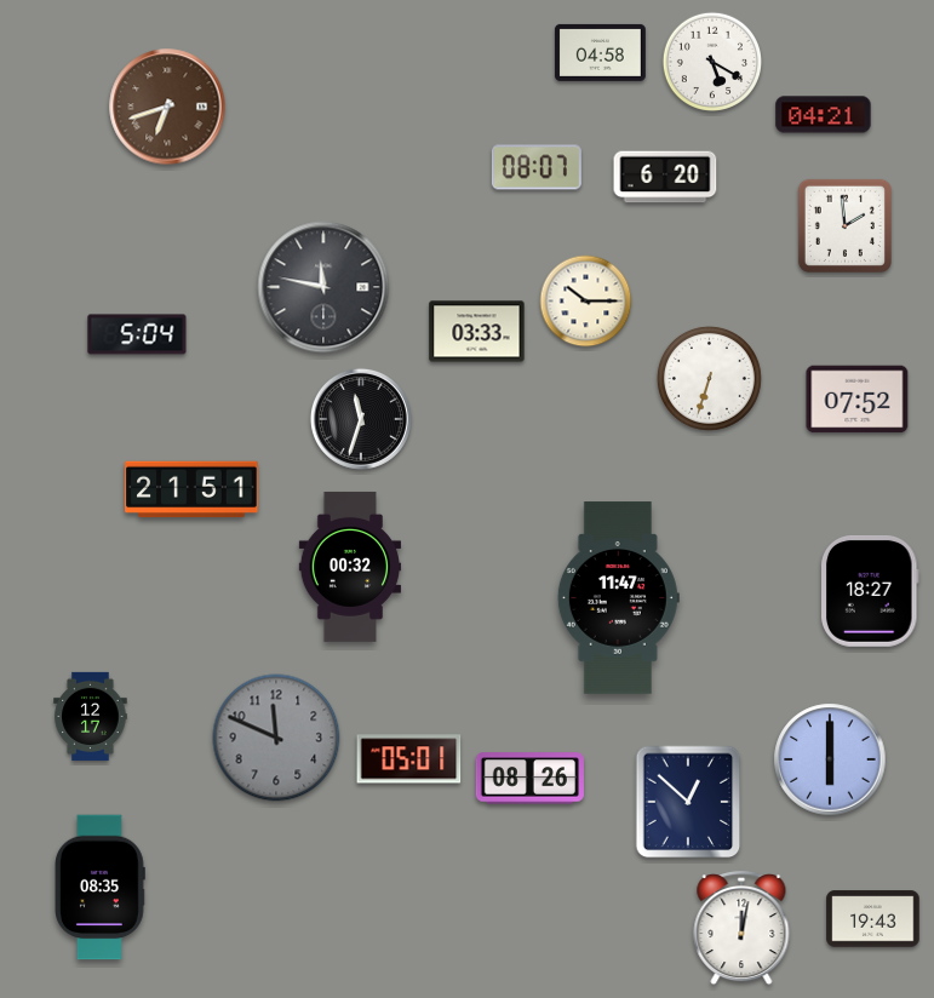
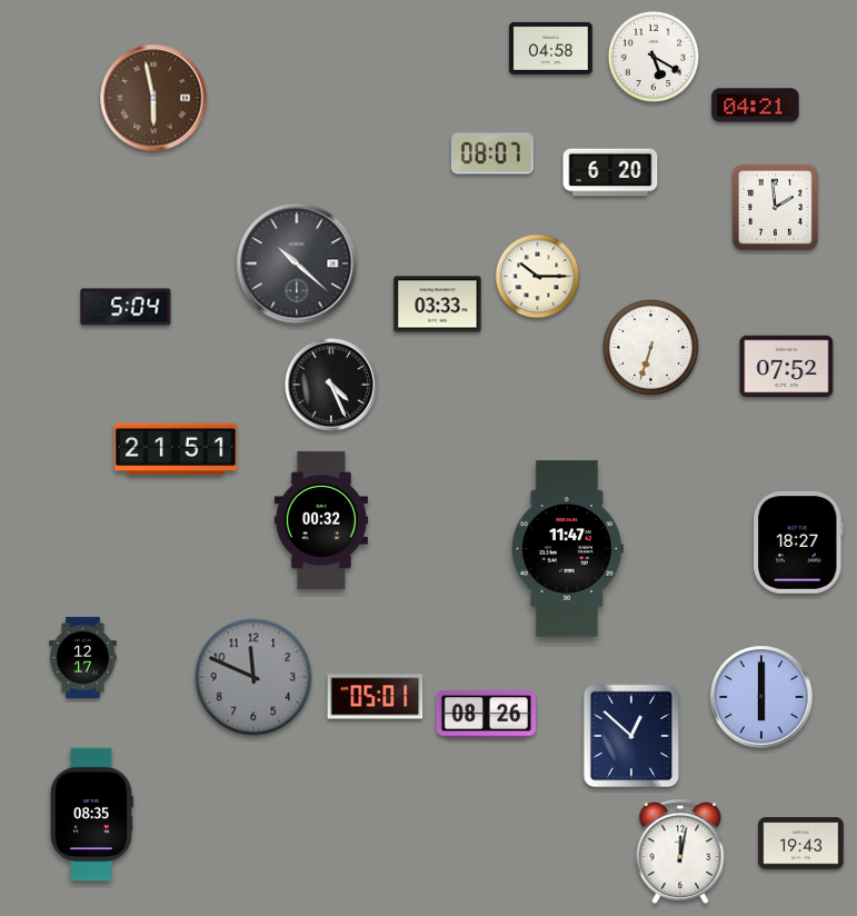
clock at (167, 107): 6:42 -> 5:58
clock at (665, 177) position: (665, 177) -> (610, 172)
clock at (323, 287): 11:47 -> 10:22
clock at (361, 419): 11:33 -> 4:26
